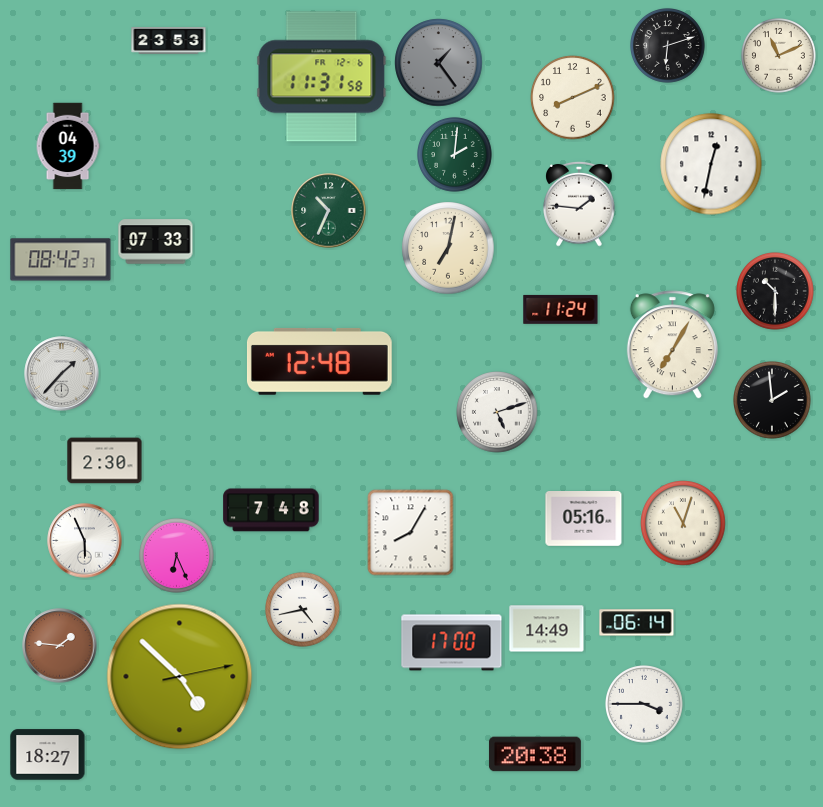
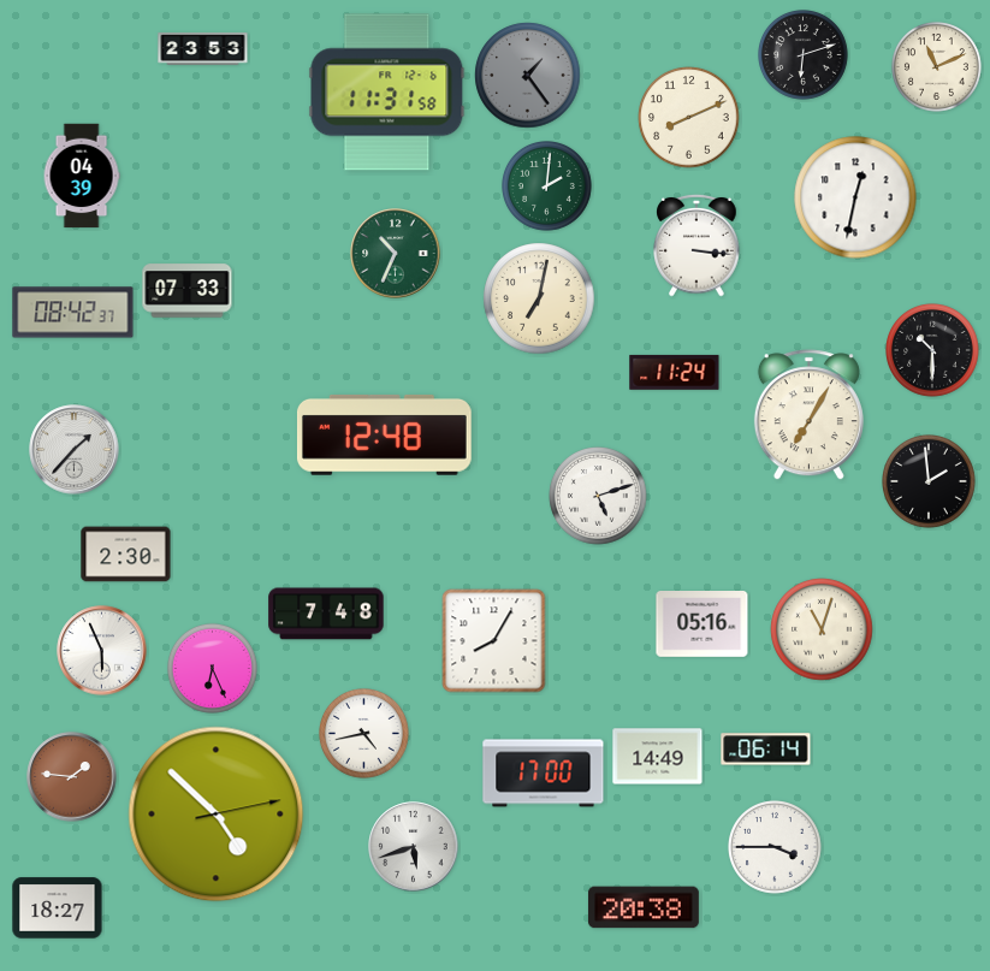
clock at (579, 204): 1:46 -> 3:16
clock at (414, 847): none -> 5:42
